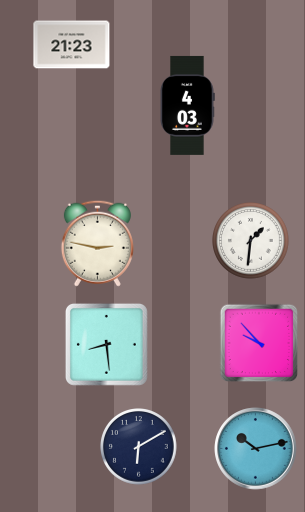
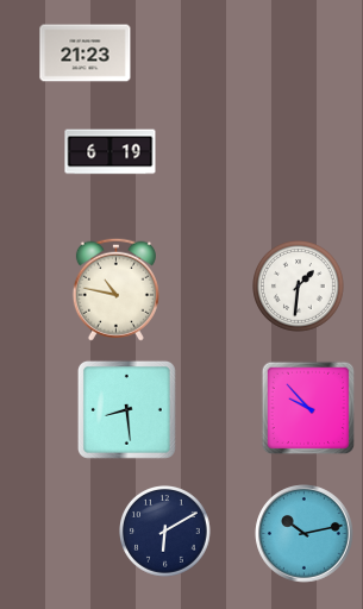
clock at (187, 105): 4:03 -> none
clock at (111, 152): none -> 6:19
clock at (97, 243): 2:47 -> 10:47
